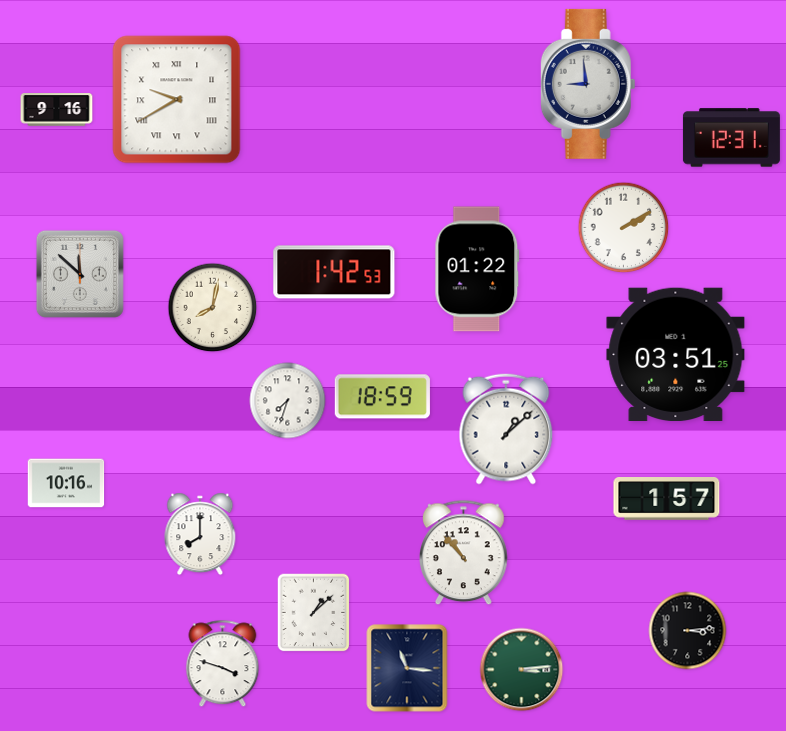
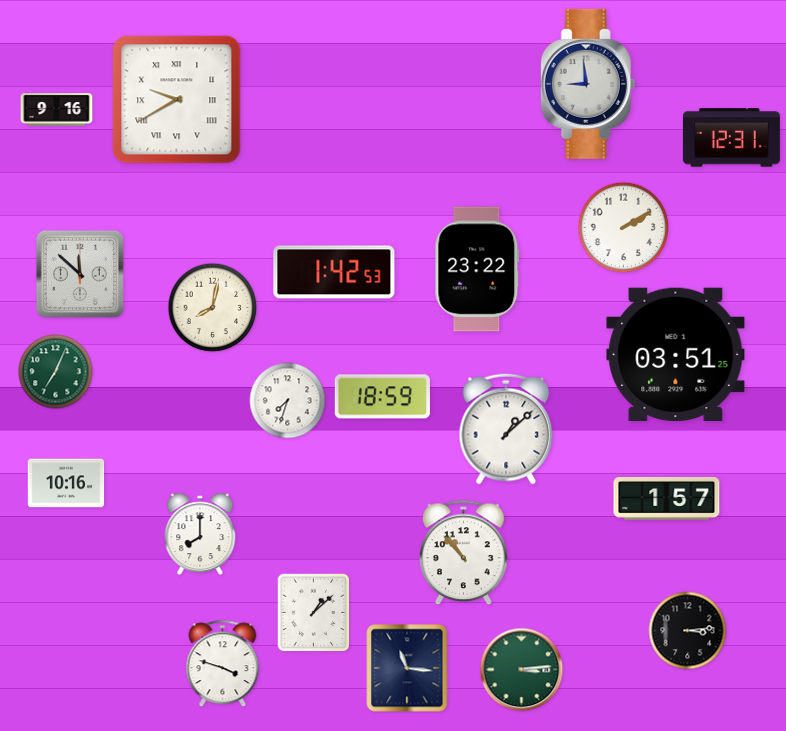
clock at (477, 269): 01:22 -> 23:22
clock at (56, 372): none -> 7:04
